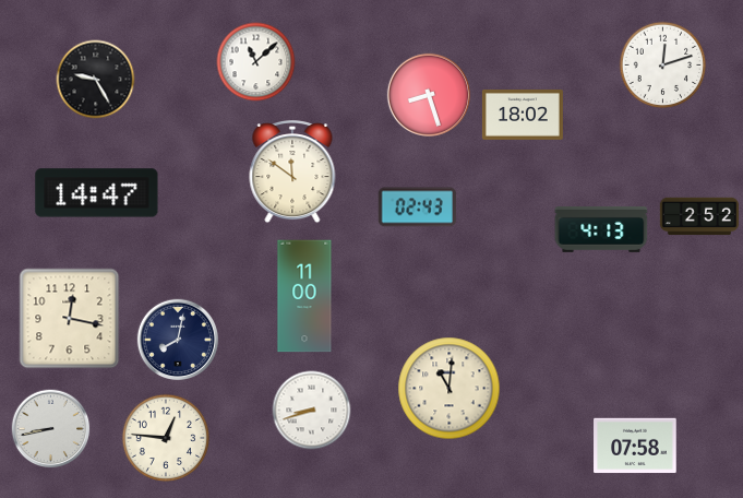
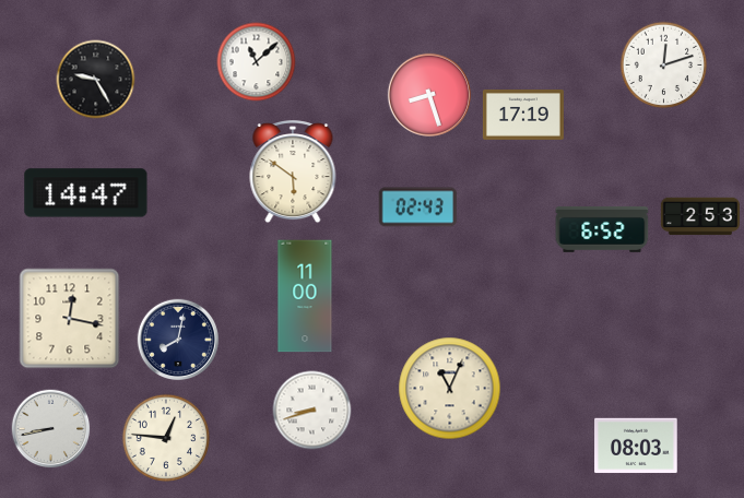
clock at (523, 116): 18:02 -> 17:19
clock at (292, 173): 11:51 -> 5:51
clock at (97, 193) position: (97, 193) -> (86, 193)
clock at (698, 216): 2:52 -> 2:53
clock at (601, 230): 4:13 -> 6:52
clock at (450, 389): 11:01 -> 11:04
clock at (635, 446): 07:58 -> 08:03
